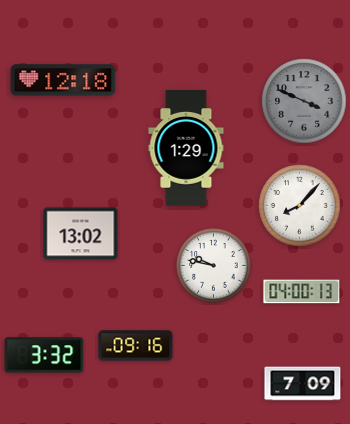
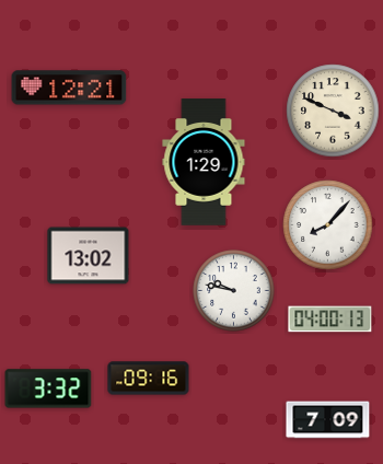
clock at (63, 80): 12:18 -> 12:21
clock at (304, 101) dial: grey -> cream
clock at (303, 384) position: (303, 384) -> (328, 420)
